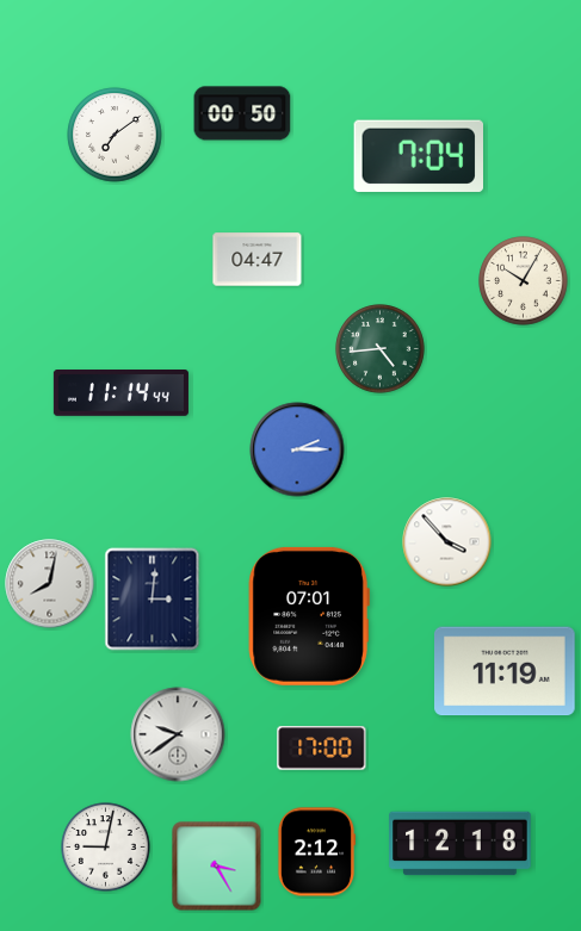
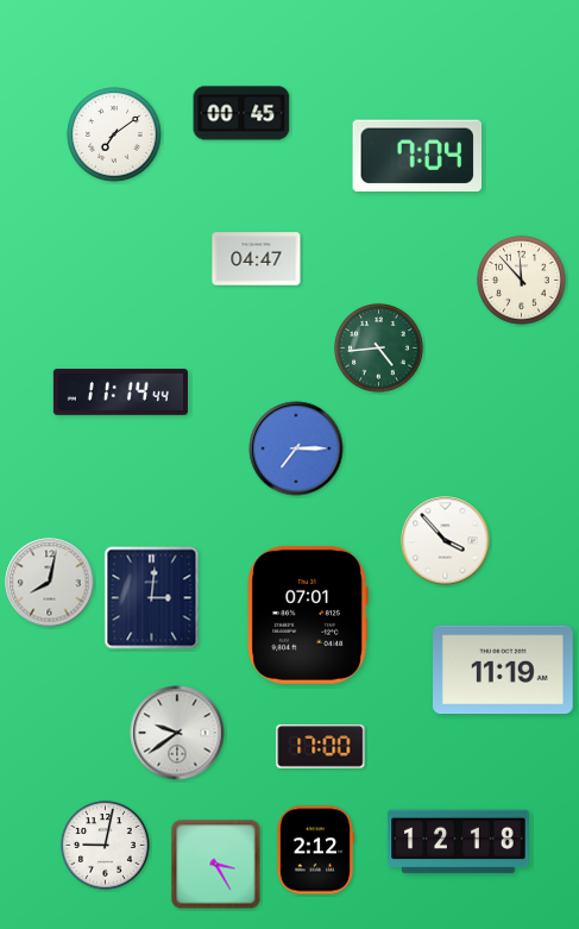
clock at (242, 113): 00:50 -> 00:45
clock at (524, 281): 10:05 -> 11:53
clock at (297, 449): 2:15 -> 7:15
